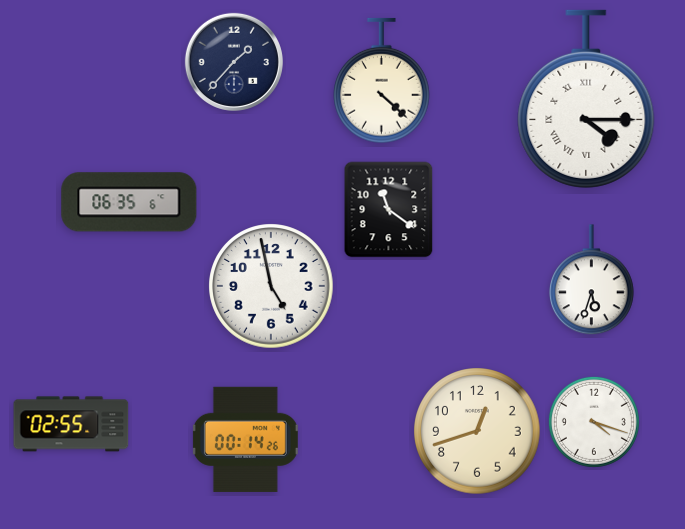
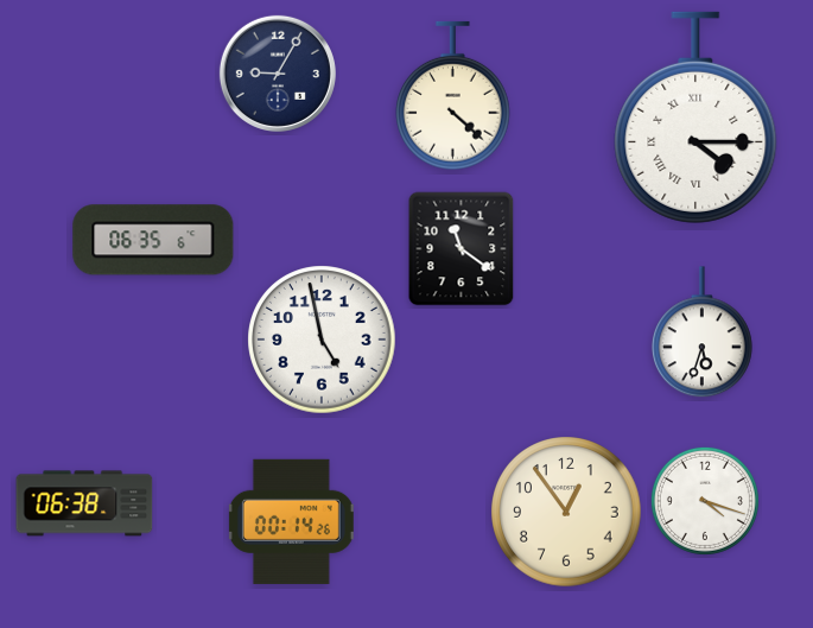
clock at (234, 62): 1:37 -> 9:05
clock at (71, 424): 02:55 -> 06:38
clock at (477, 431): 12:42 -> 12:54
